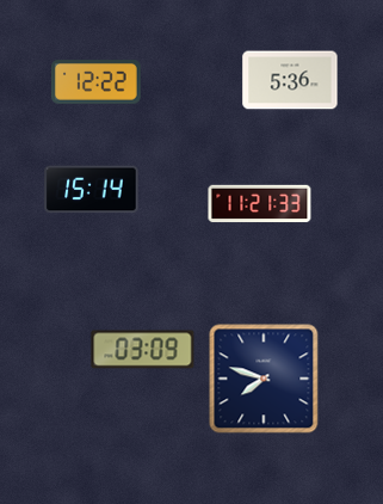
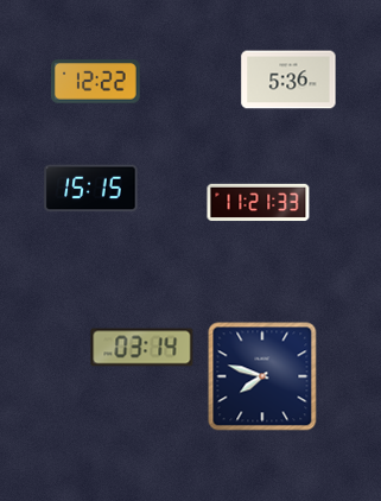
clock at (92, 190): 15:14 -> 15:15
clock at (143, 350): 03:09 -> 03:14
